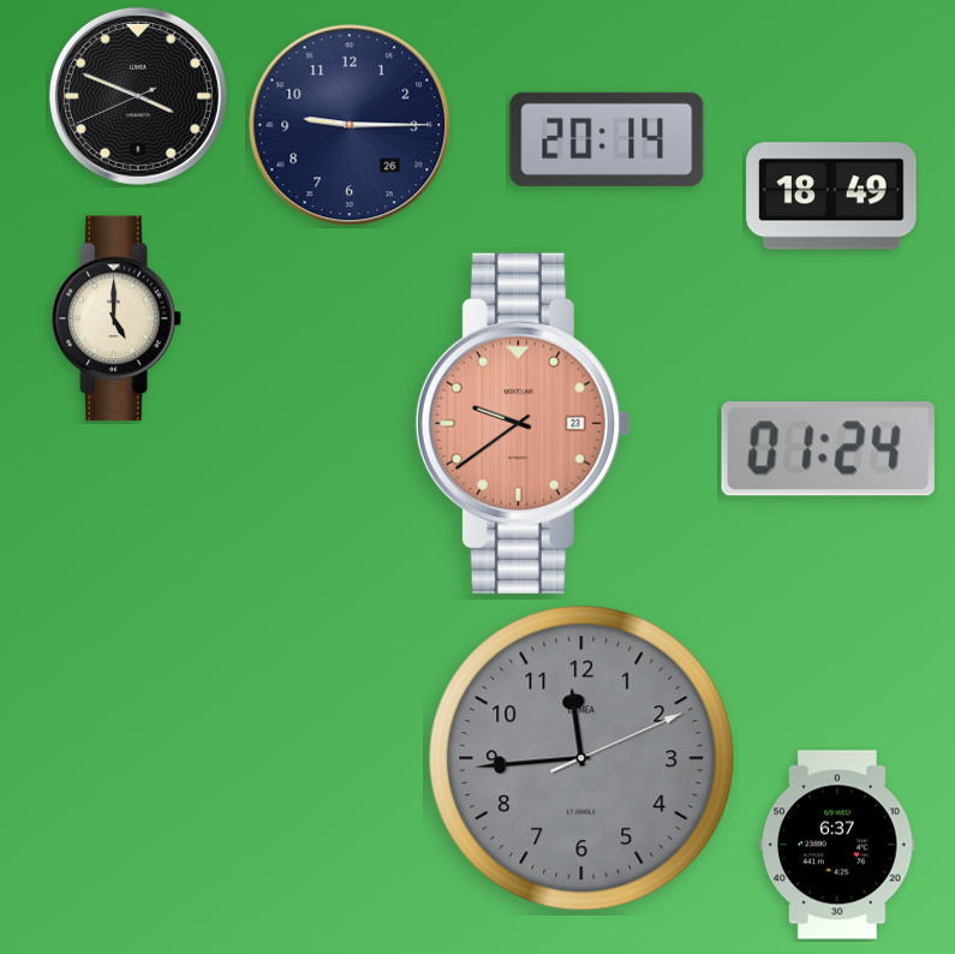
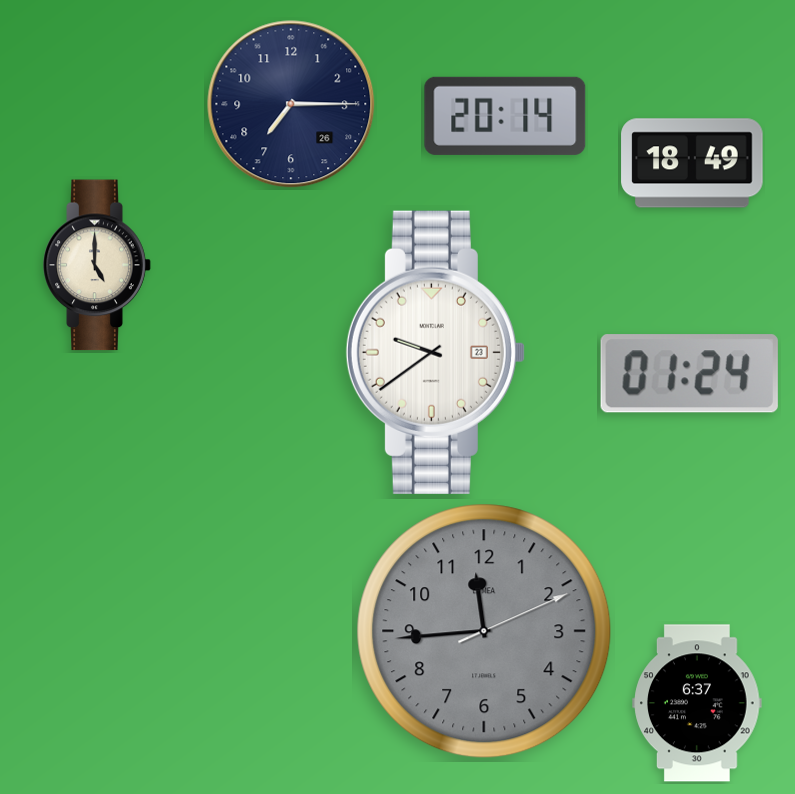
clock at (138, 96): 3:48 -> none
clock at (350, 125): 9:15 -> 7:15
clock at (523, 423) dial: salmon -> white
